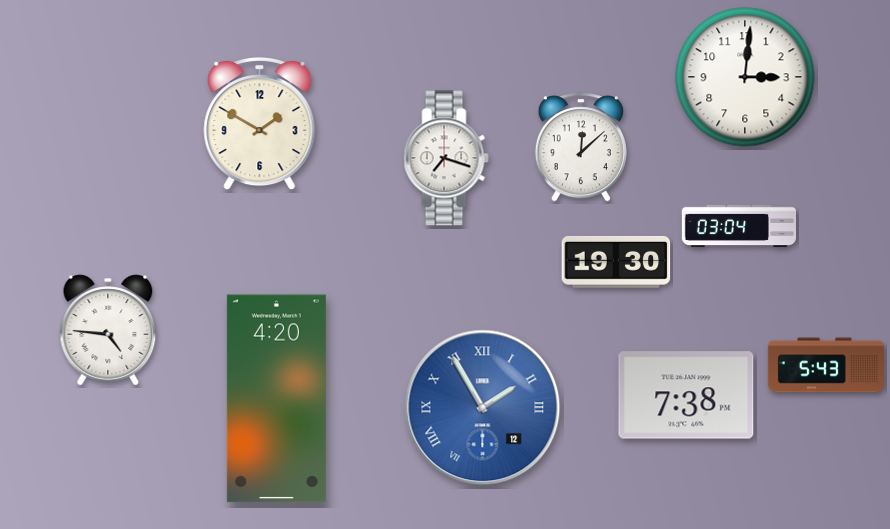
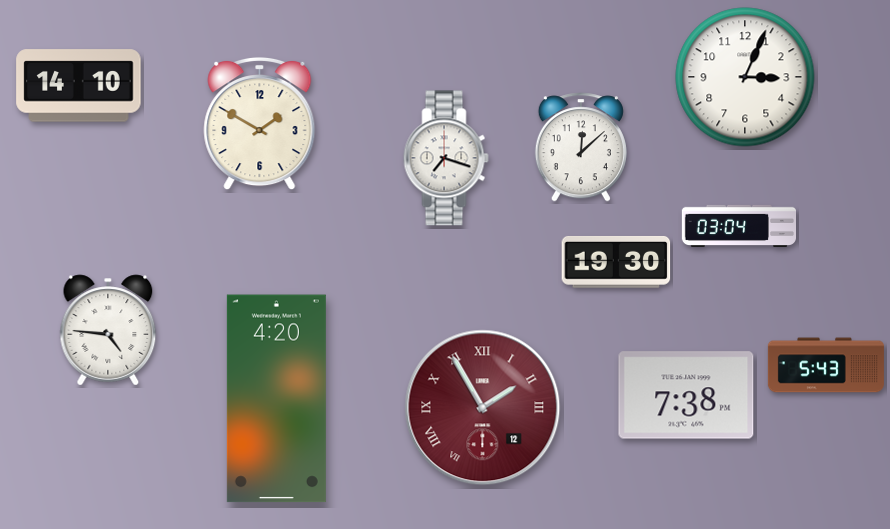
clock at (745, 77): 3:01 -> 3:04
clock at (79, 86): none -> 14:10
clock at (483, 408) dial: blue -> burgundy
